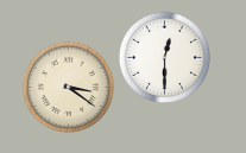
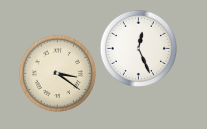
clock at (164, 57): 12:30 -> 12:26
